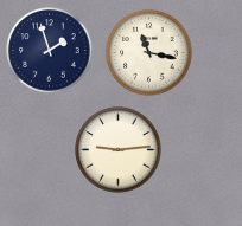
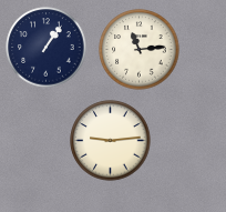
clock at (50, 51): 1:57 -> 1:06
clock at (149, 53): 11:17 -> 11:14
